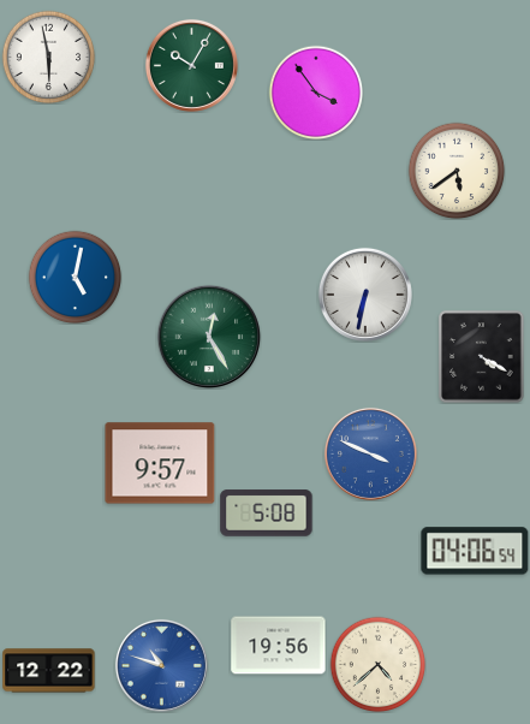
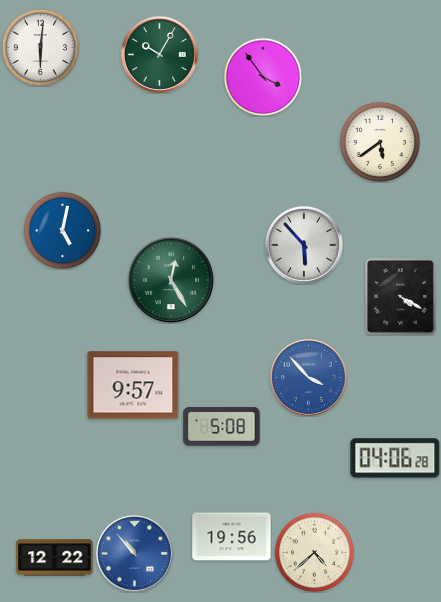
clock at (48, 57): 5:58 -> 6:01
clock at (365, 295): 6:32 -> 5:53
clock at (209, 337) position: (209, 337) -> (171, 280)
clock at (370, 453): 3:49 -> 3:53
clock at (475, 551): 04:06:54 -> 04:06:28
clock at (161, 665): 10:48 -> 10:53
clock at (49, 671) position: (49, 671) -> (55, 558)
